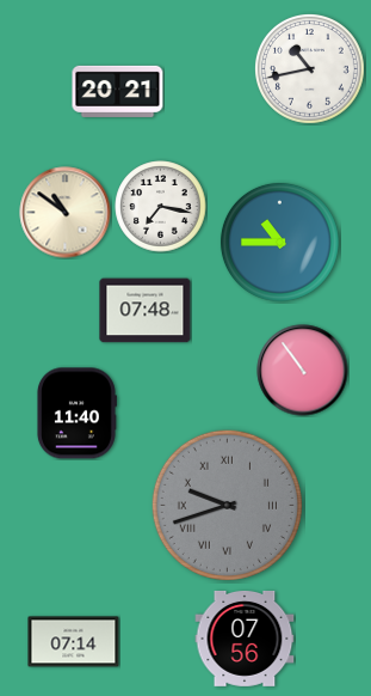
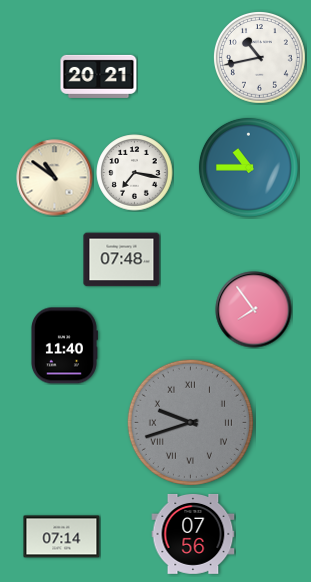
clock at (279, 242) position: (279, 242) -> (248, 167)
clock at (303, 371): 10:54 -> 7:54
clock at (245, 639) position: (245, 639) -> (193, 534)
